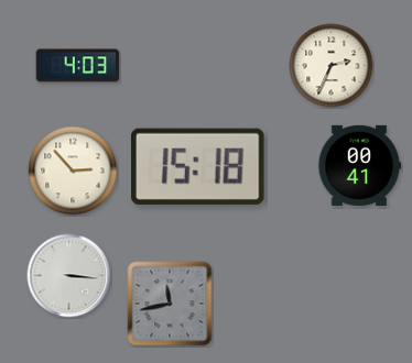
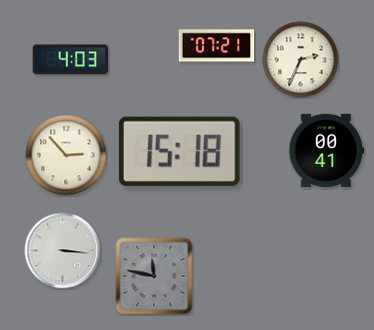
clock at (217, 46): none -> 07:21
clock at (170, 304): 11:43 -> 11:47
